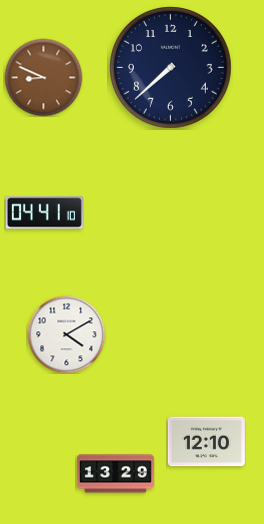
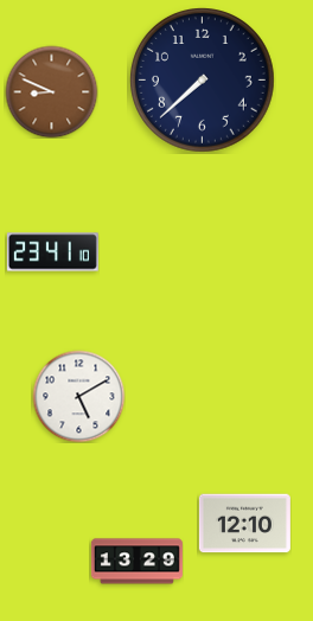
clock at (44, 213): 04:41 -> 23:41
clock at (66, 334): 4:10 -> 5:10
